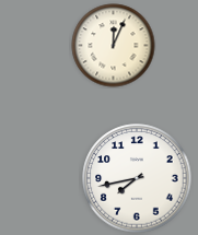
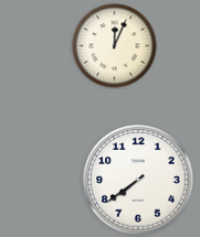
clock at (137, 178): 7:43 -> 7:39
